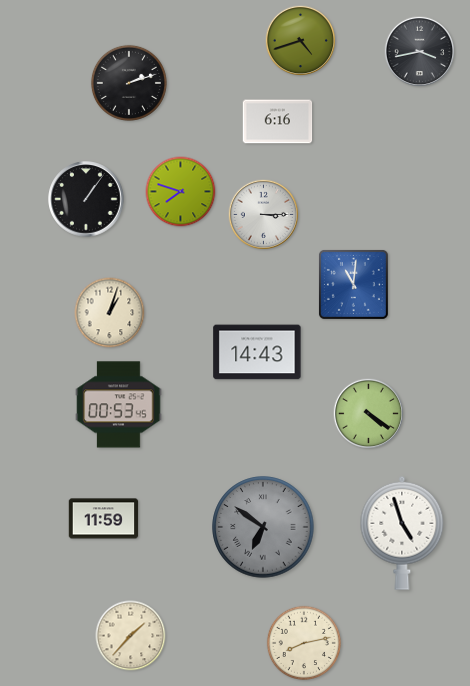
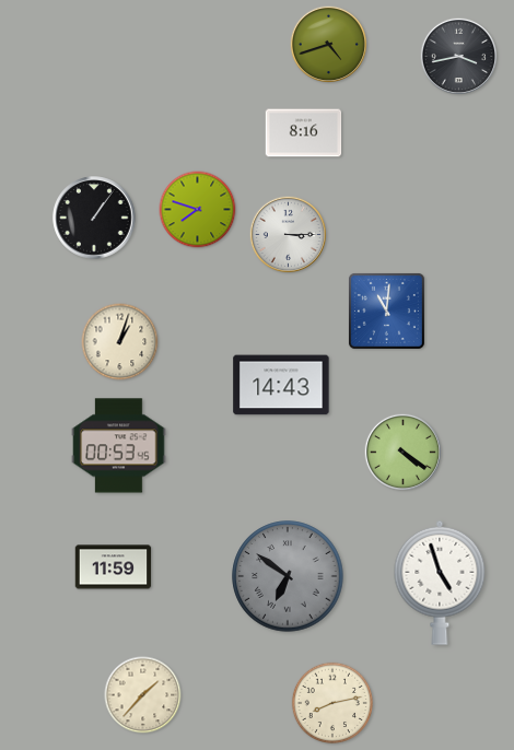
clock at (129, 83): 2:12 -> none
clock at (278, 122): 6:16 -> 8:16
clock at (119, 405) position: (119, 405) -> (119, 446)
